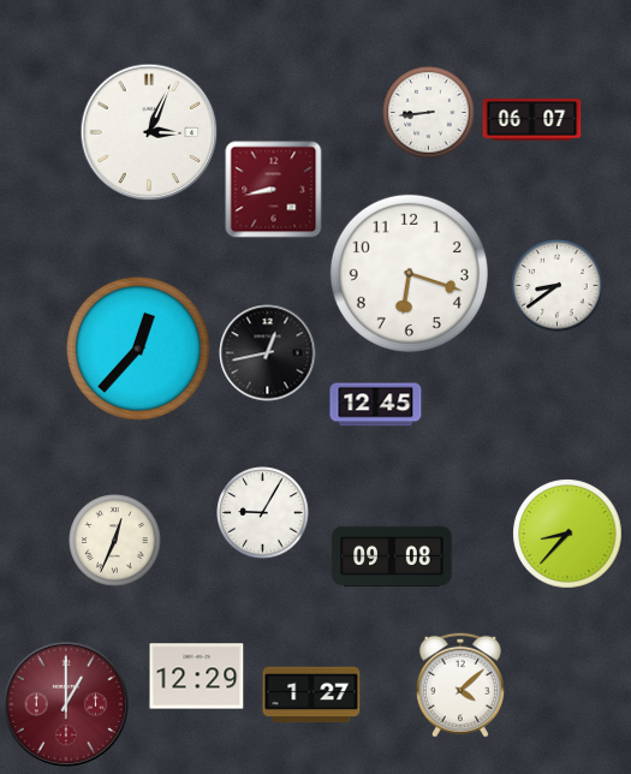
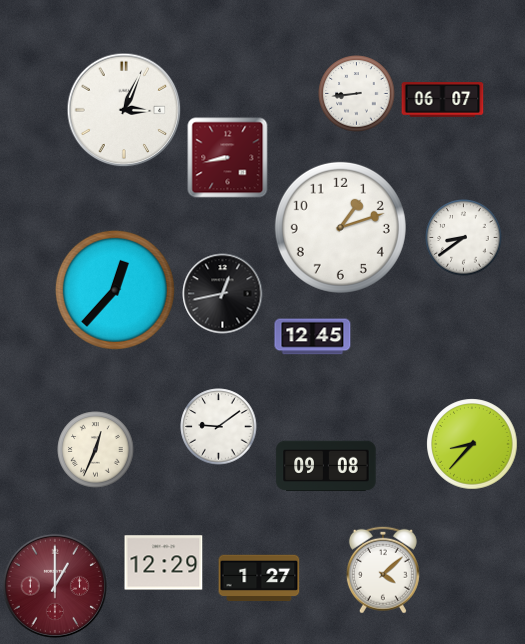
clock at (409, 273): 6:18 -> 1:12
clock at (263, 513): 9:05 -> 9:09
clock at (392, 556) position: (392, 556) -> (326, 466)
